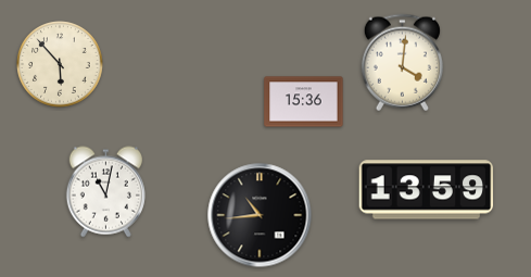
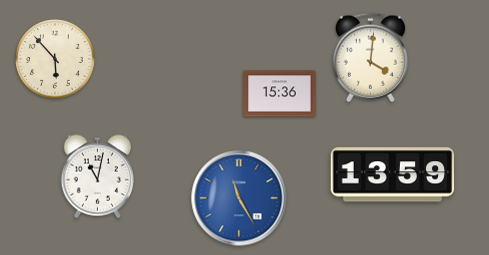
clock at (260, 215): 10:44 -> 11:25
clock at (260, 215) dial: black -> blue
